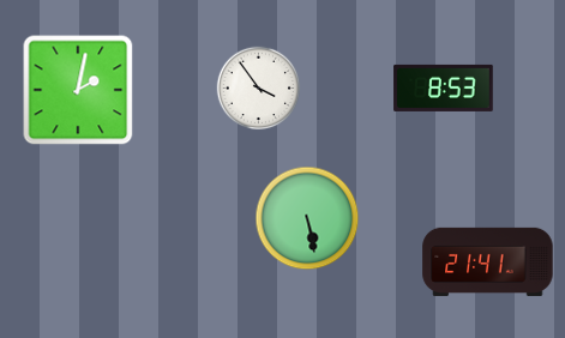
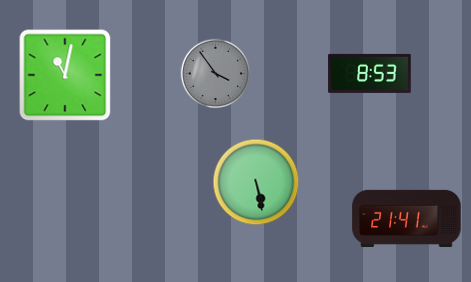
clock at (259, 89) dial: white -> grey
clock at (78, 90): 2:02 -> 11:02
